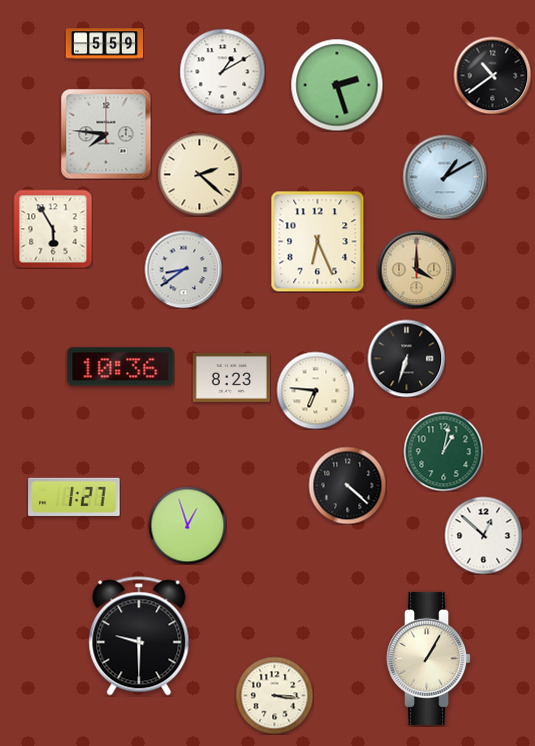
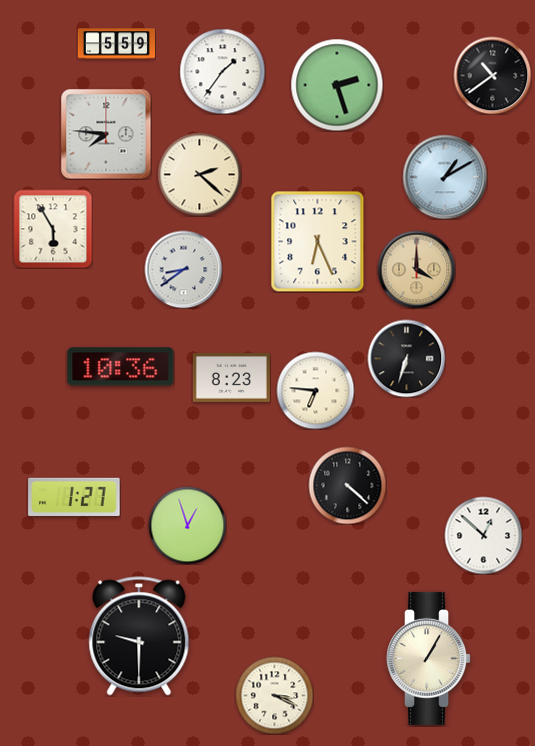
clock at (104, 44) position: (104, 44) -> (116, 44)
clock at (222, 71): 1:10 -> 1:36
clock at (443, 451): 1:02 -> none
clock at (274, 695): 3:16 -> 3:19
